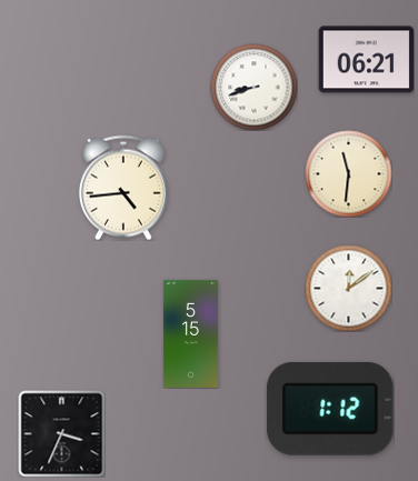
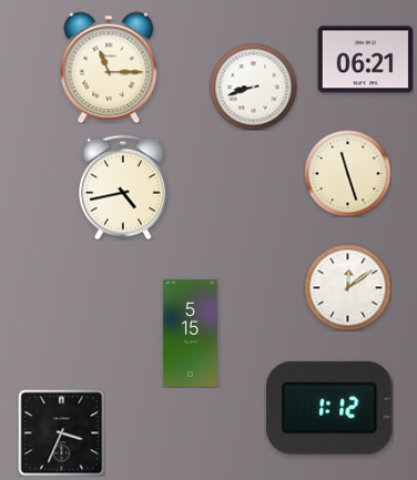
clock at (109, 68): none -> 11:15
clock at (348, 173): 11:31 -> 11:27
clock at (123, 188): 4:44 -> 4:43
